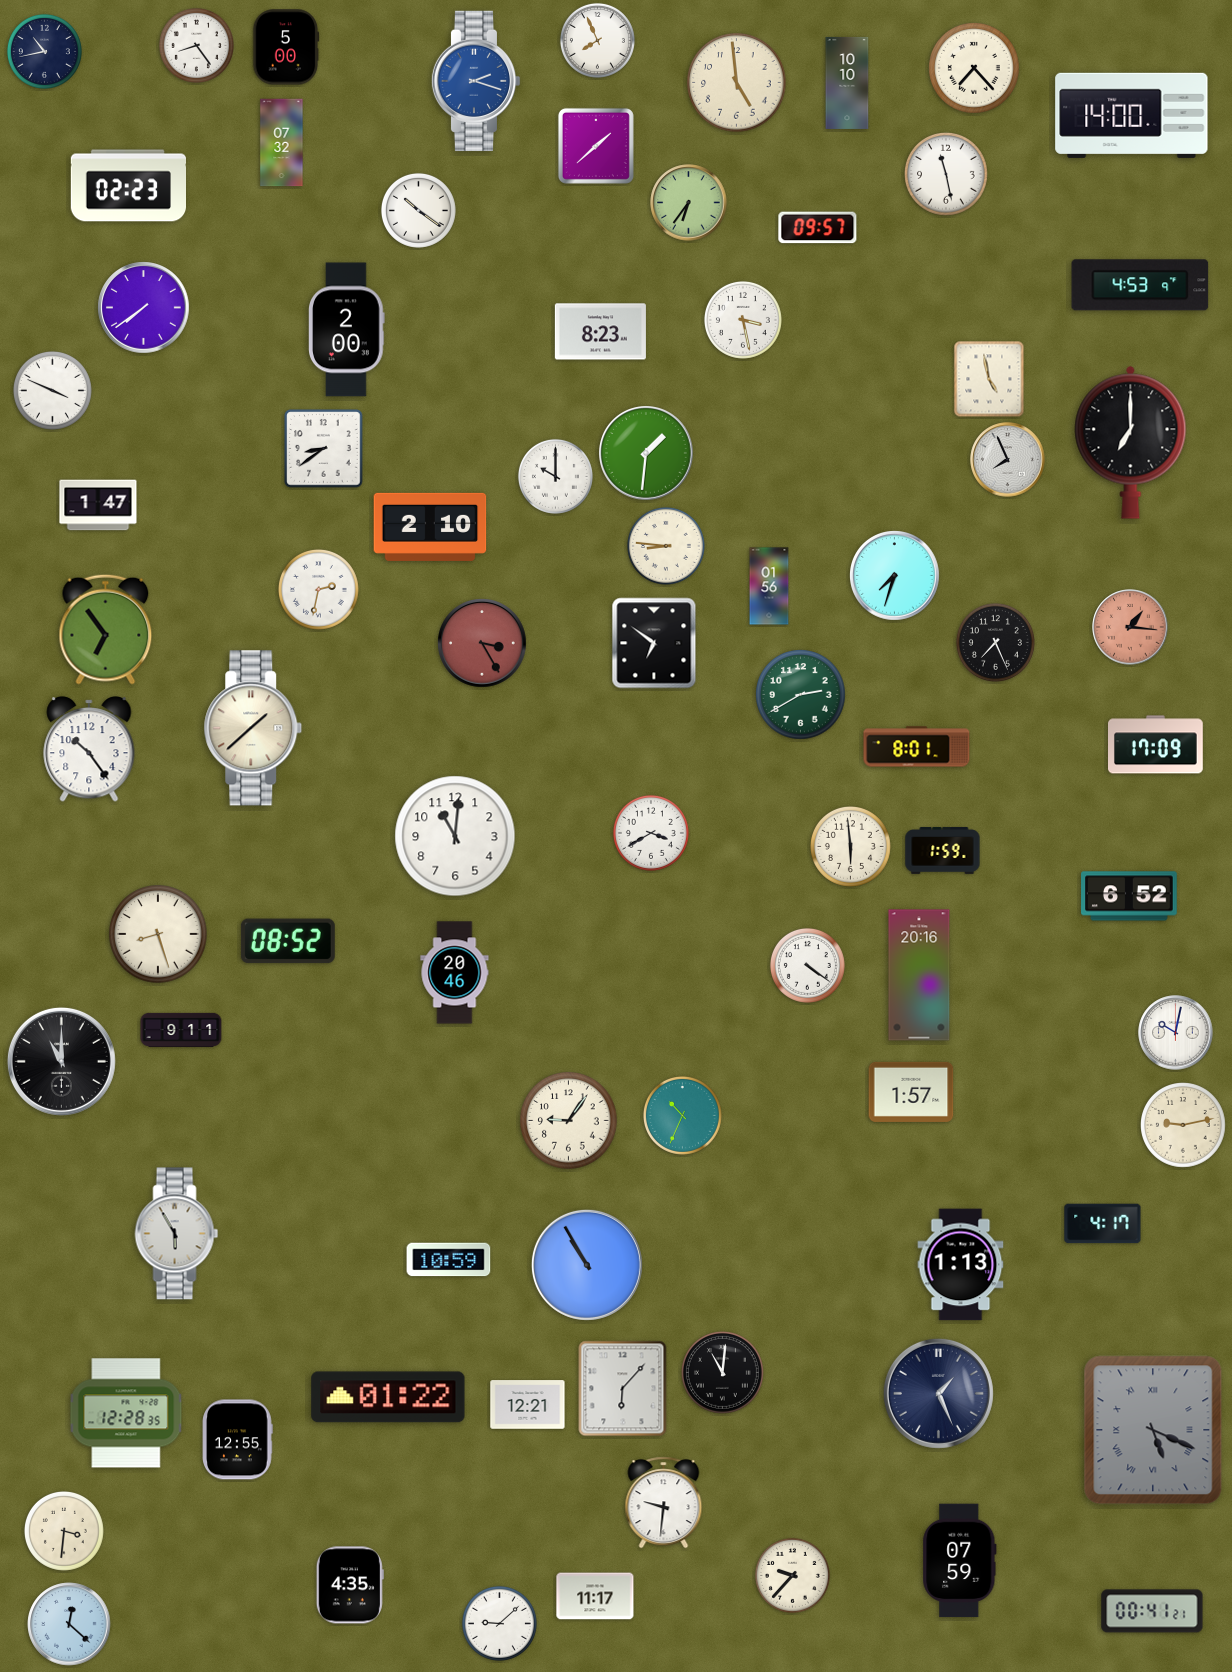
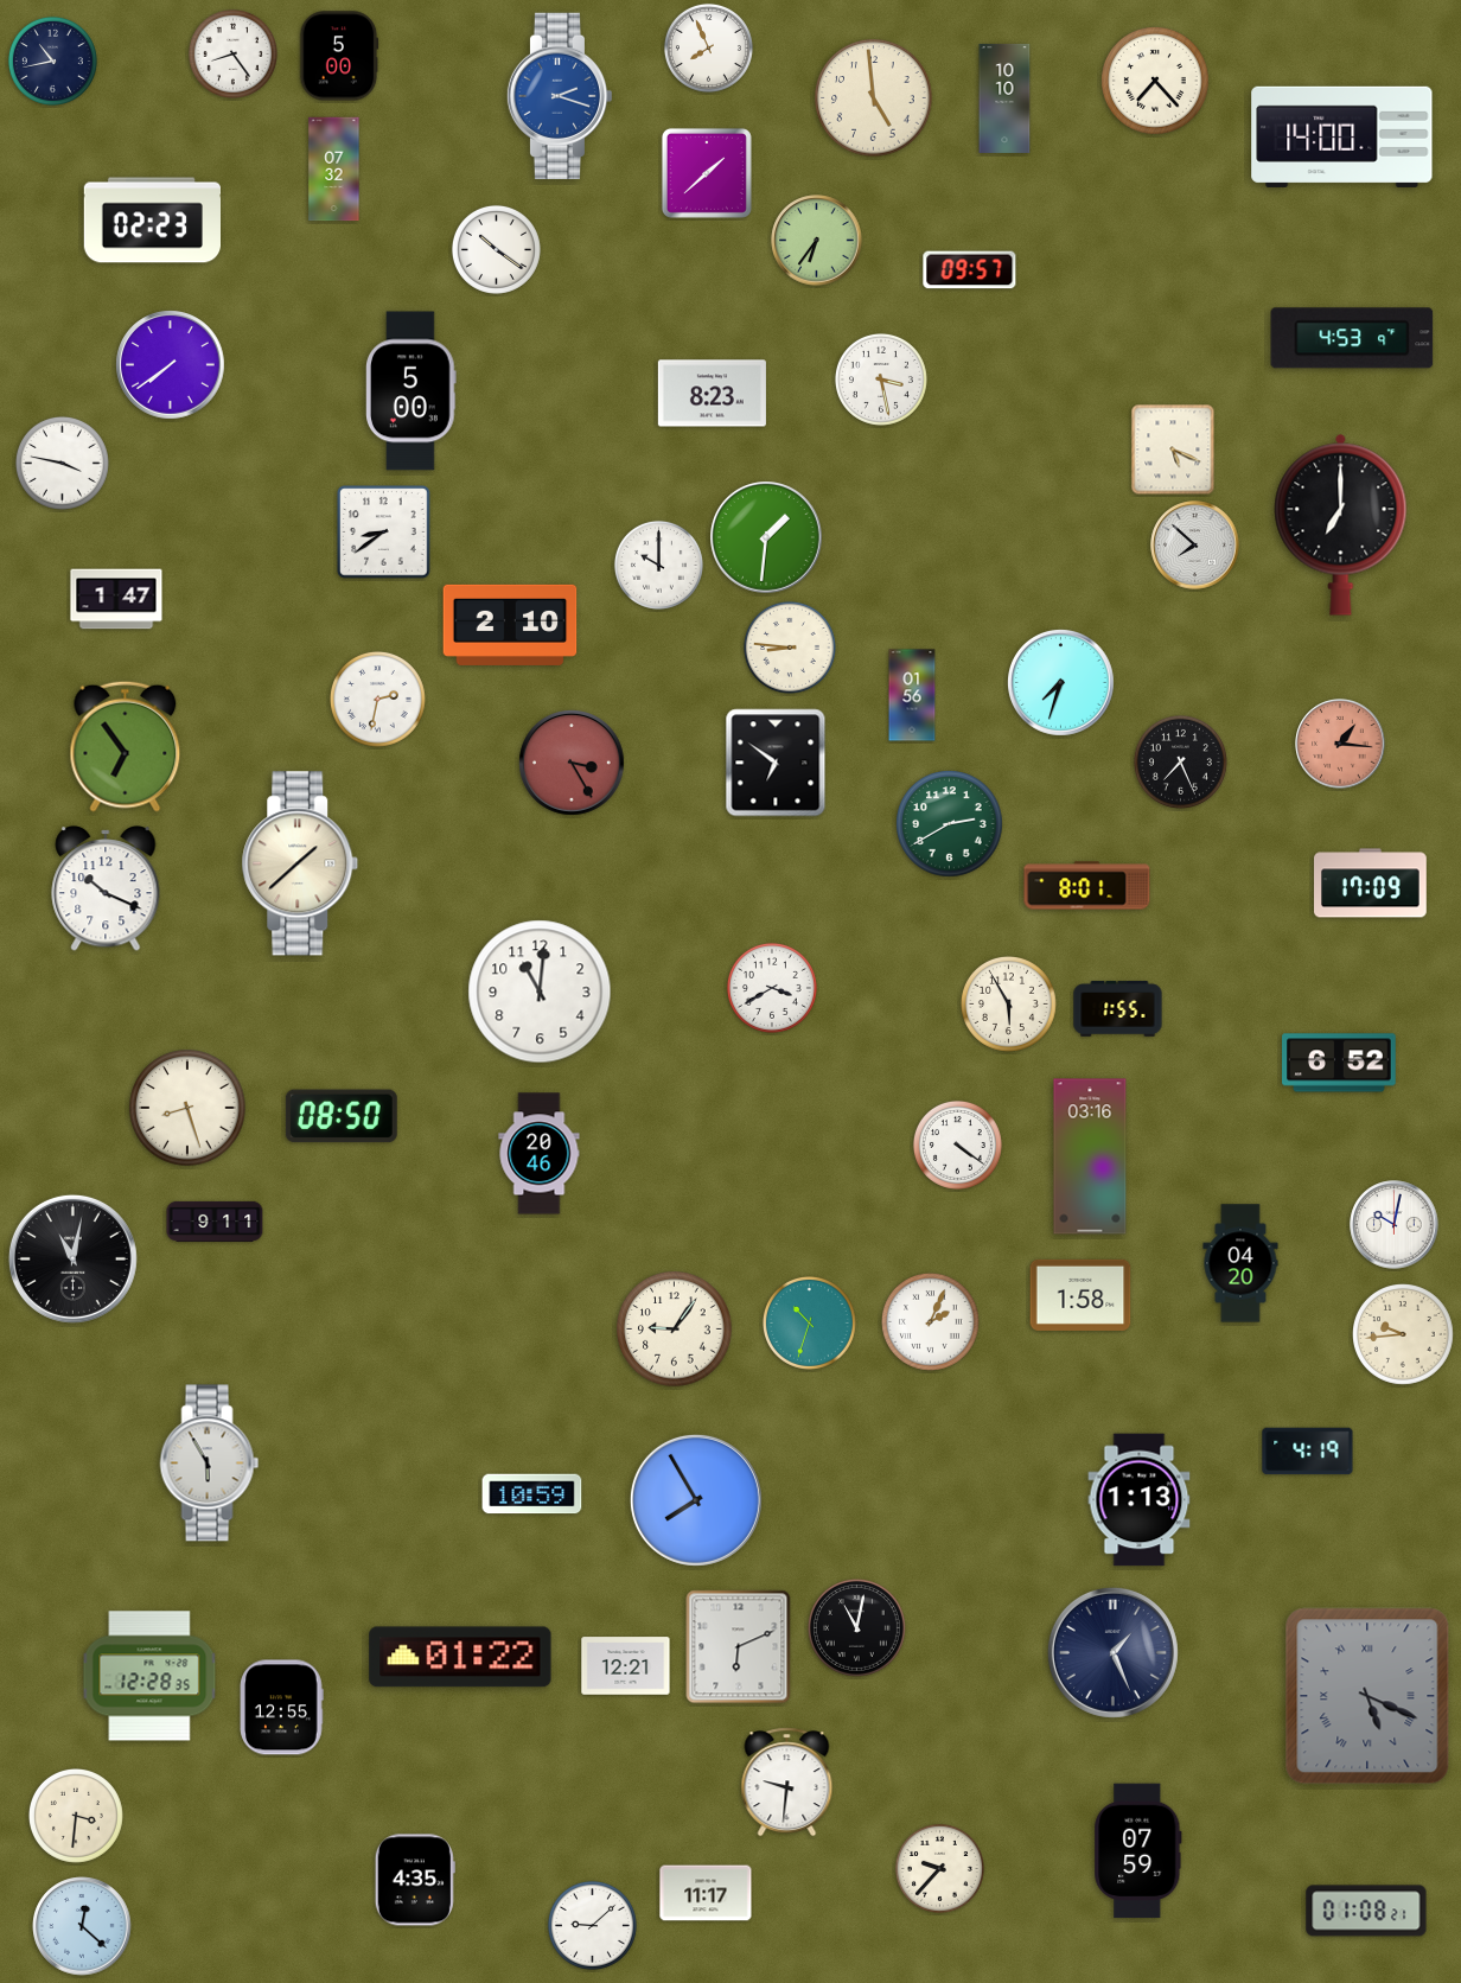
clock at (476, 81) position: (476, 81) -> (560, 96)
clock at (947, 175): 11:28 -> none
clock at (347, 330): 2:00 -> 5:00
clock at (989, 379): 4:58 -> 5:19
clock at (52, 390): 3:49 -> 3:47
clock at (1008, 460): 7:56 -> 7:52
clock at (89, 749): 10:24 -> 10:19
clock at (850, 846): 5:59 -> 5:55
clock at (943, 851): 1:59 -> 1:55
clock at (288, 941): 08:52 -> 08:50
clock at (919, 975): 20:16 -> 03:16
clock at (61, 1061): 11:00 -> 11:02
clock at (1240, 1263): none -> 04:20
clock at (911, 1092): 1:57 -> 1:58
clock at (930, 1321): none -> 2:04
clock at (682, 1115): 10:34 -> 10:33
clock at (1184, 1126): 9:13 -> 9:44
clock at (1103, 1224): 4:17 -> 4:19
clock at (587, 1265): 10:55 -> 7:55
clock at (722, 1372): 11:01 -> 11:02
clock at (623, 1389): 6:07 -> 6:11
clock at (1152, 1611): 00:41 -> 01:08
